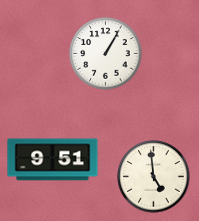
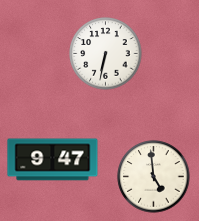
clock at (106, 54): 1:05 -> 6:32
clock at (53, 160): 9:51 -> 9:47
